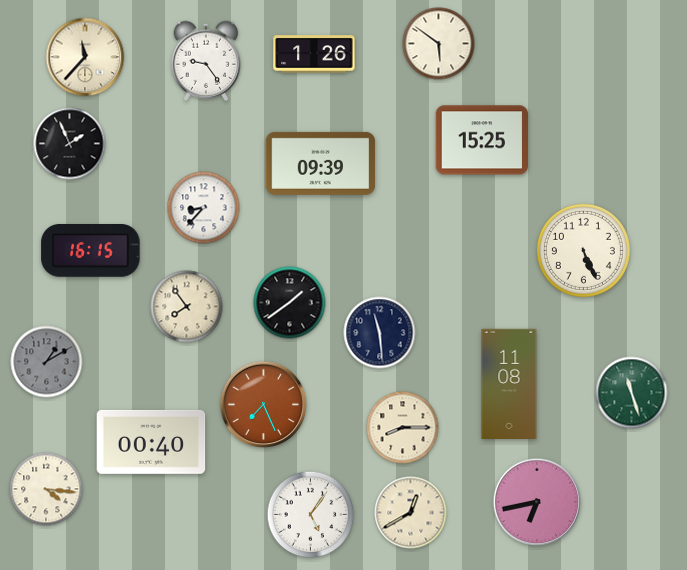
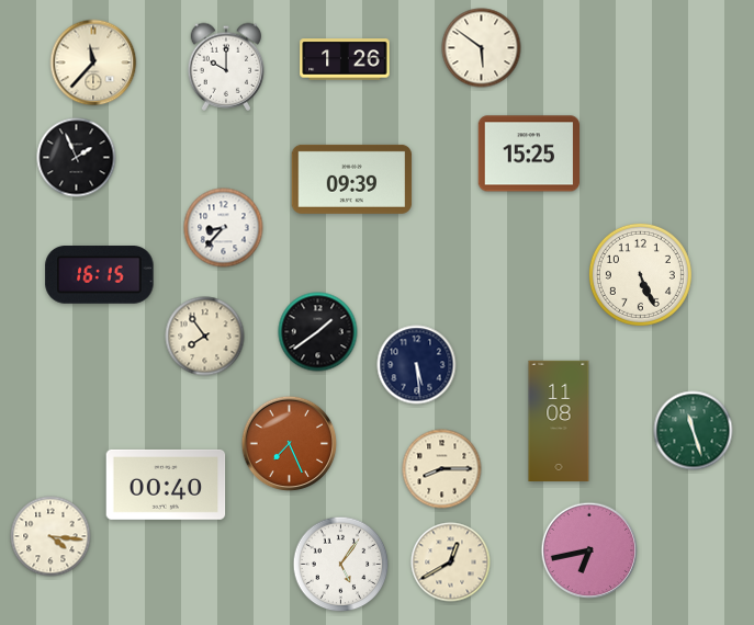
clock at (206, 61): 9:24 -> 10:00
clock at (380, 333): 11:29 -> 5:29
clock at (47, 362): 1:10 -> none
